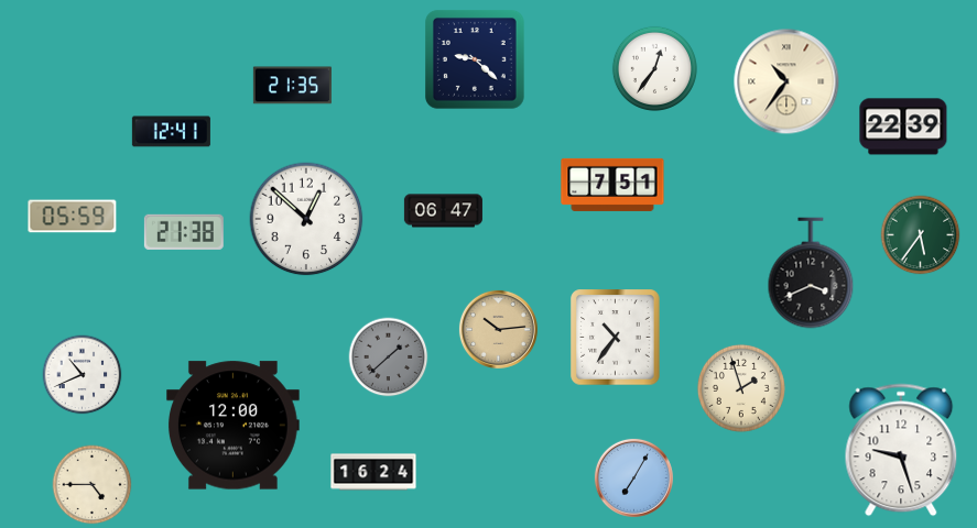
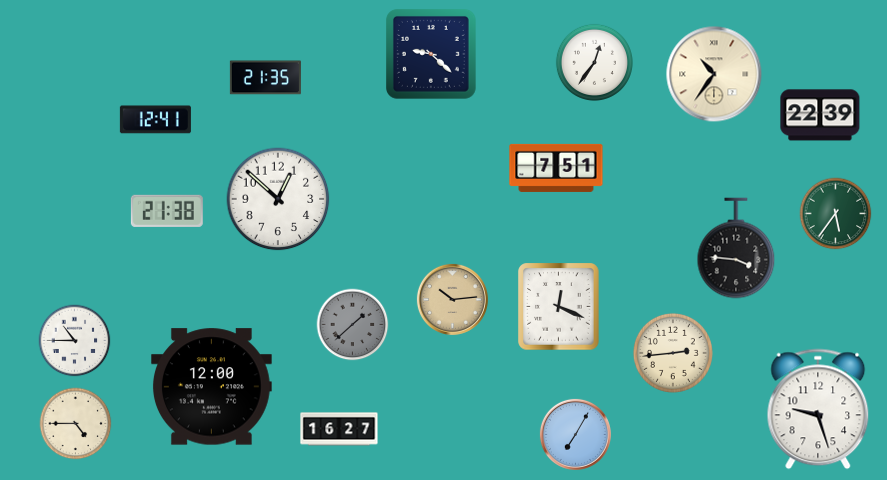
clock at (443, 211): 06:47 -> none
clock at (73, 217): 05:59 -> none
clock at (811, 273): 3:41 -> 3:46
clock at (616, 338): 10:36 -> 12:19
clock at (83, 375): 10:41 -> 10:45
clock at (741, 388): 1:57 -> 2:44
clock at (373, 472): 16:24 -> 16:27
clock at (93, 485) position: (93, 485) -> (76, 424)
